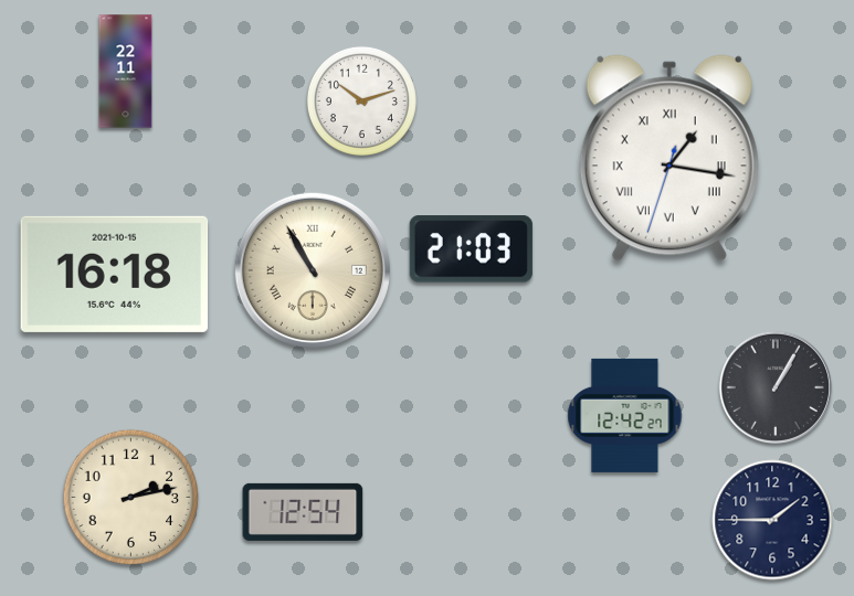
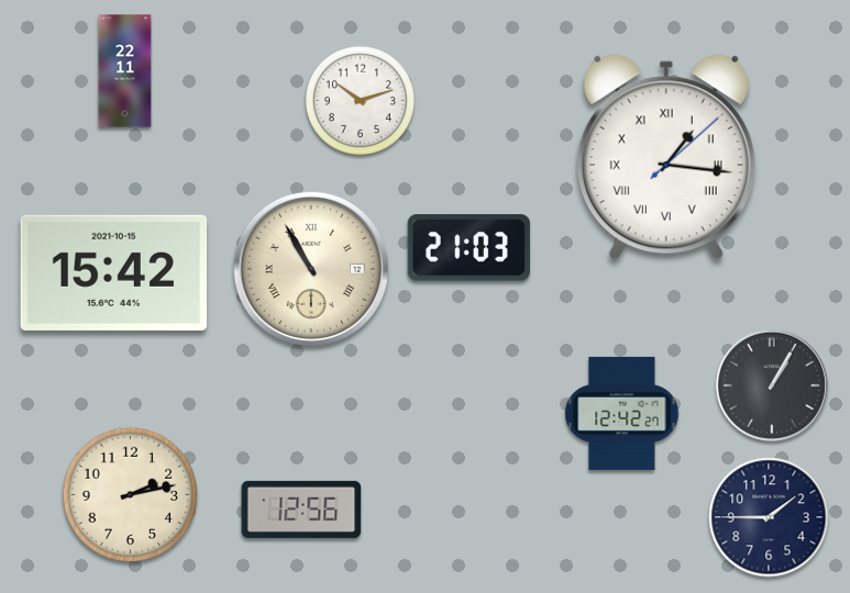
clock at (670, 158): 1:16:33 -> 1:16:08
clock at (115, 274): 16:18 -> 15:42
clock at (303, 512): 12:54 -> 12:56
